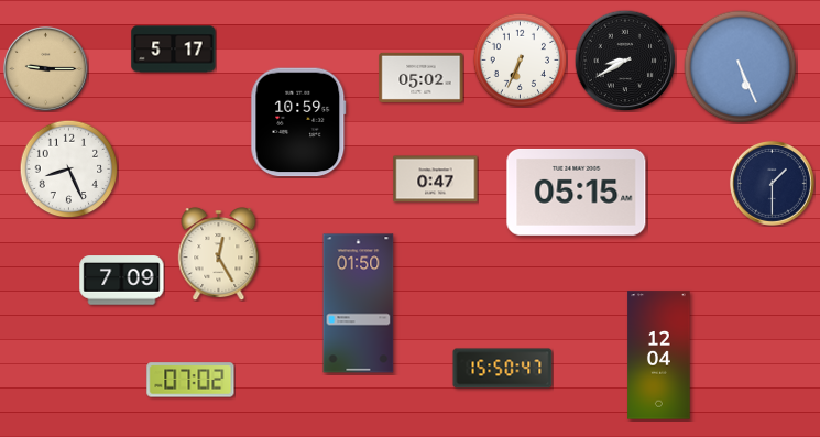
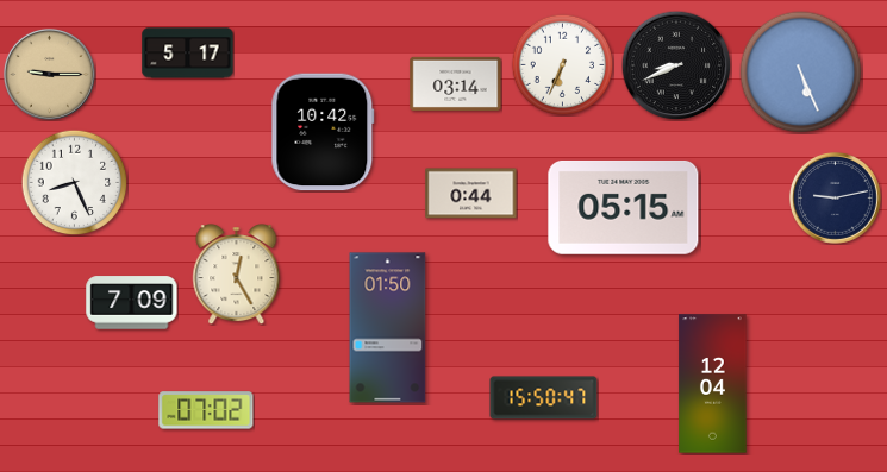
clock at (625, 61): 8:40 -> 8:41
clock at (422, 77): 05:02 -> 03:14
clock at (298, 122): 10:59 -> 10:42
clock at (436, 179): 0:47 -> 0:44
clock at (772, 183): 1:30 -> 9:13
